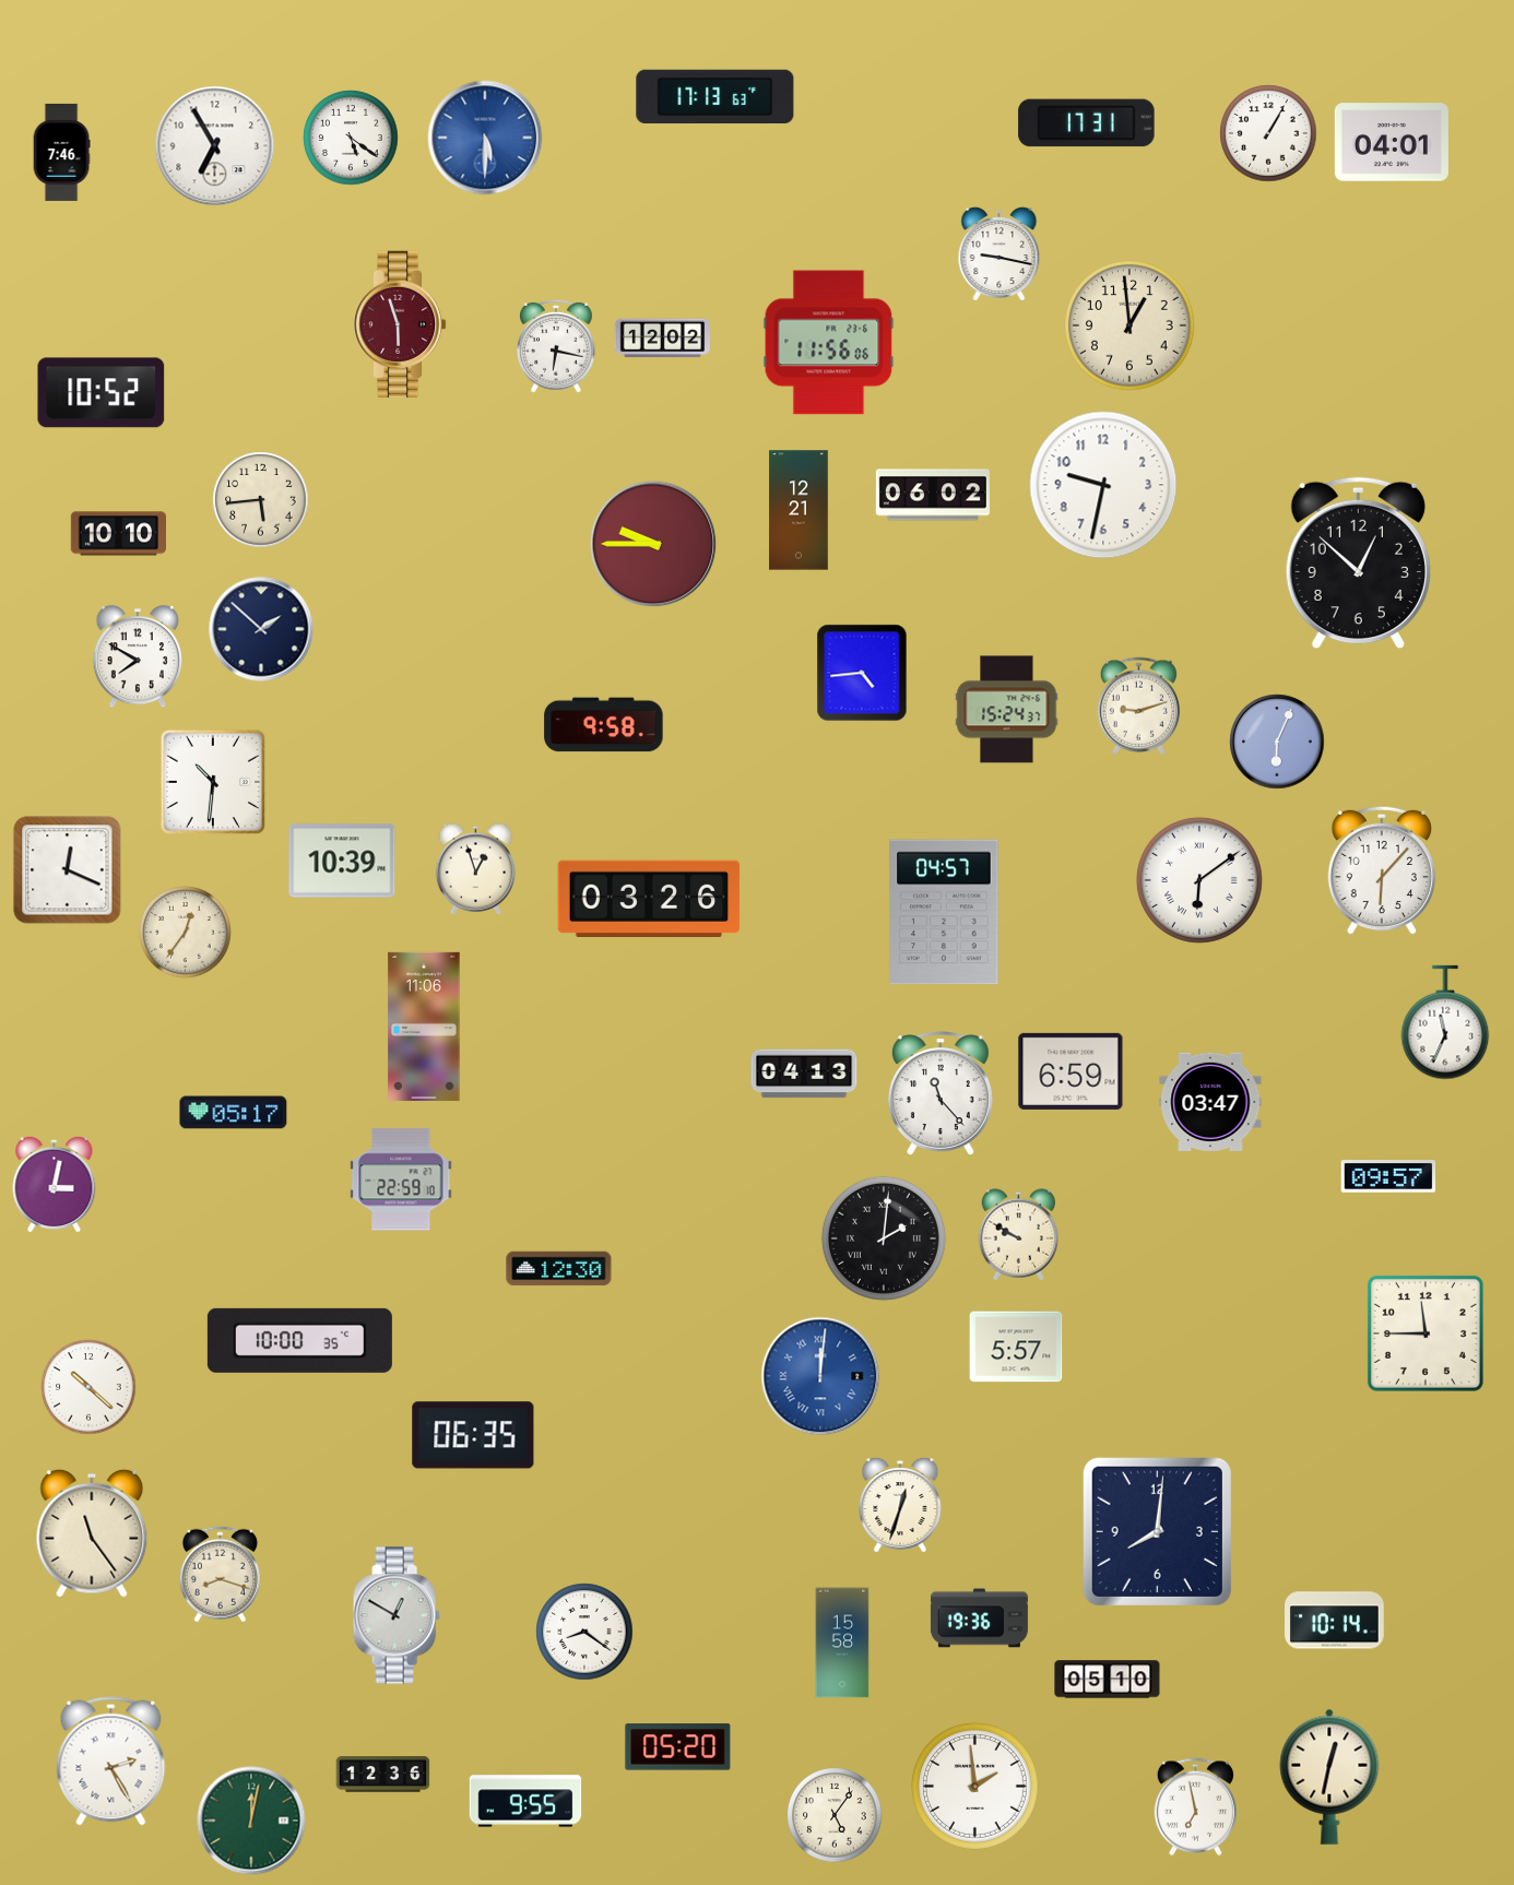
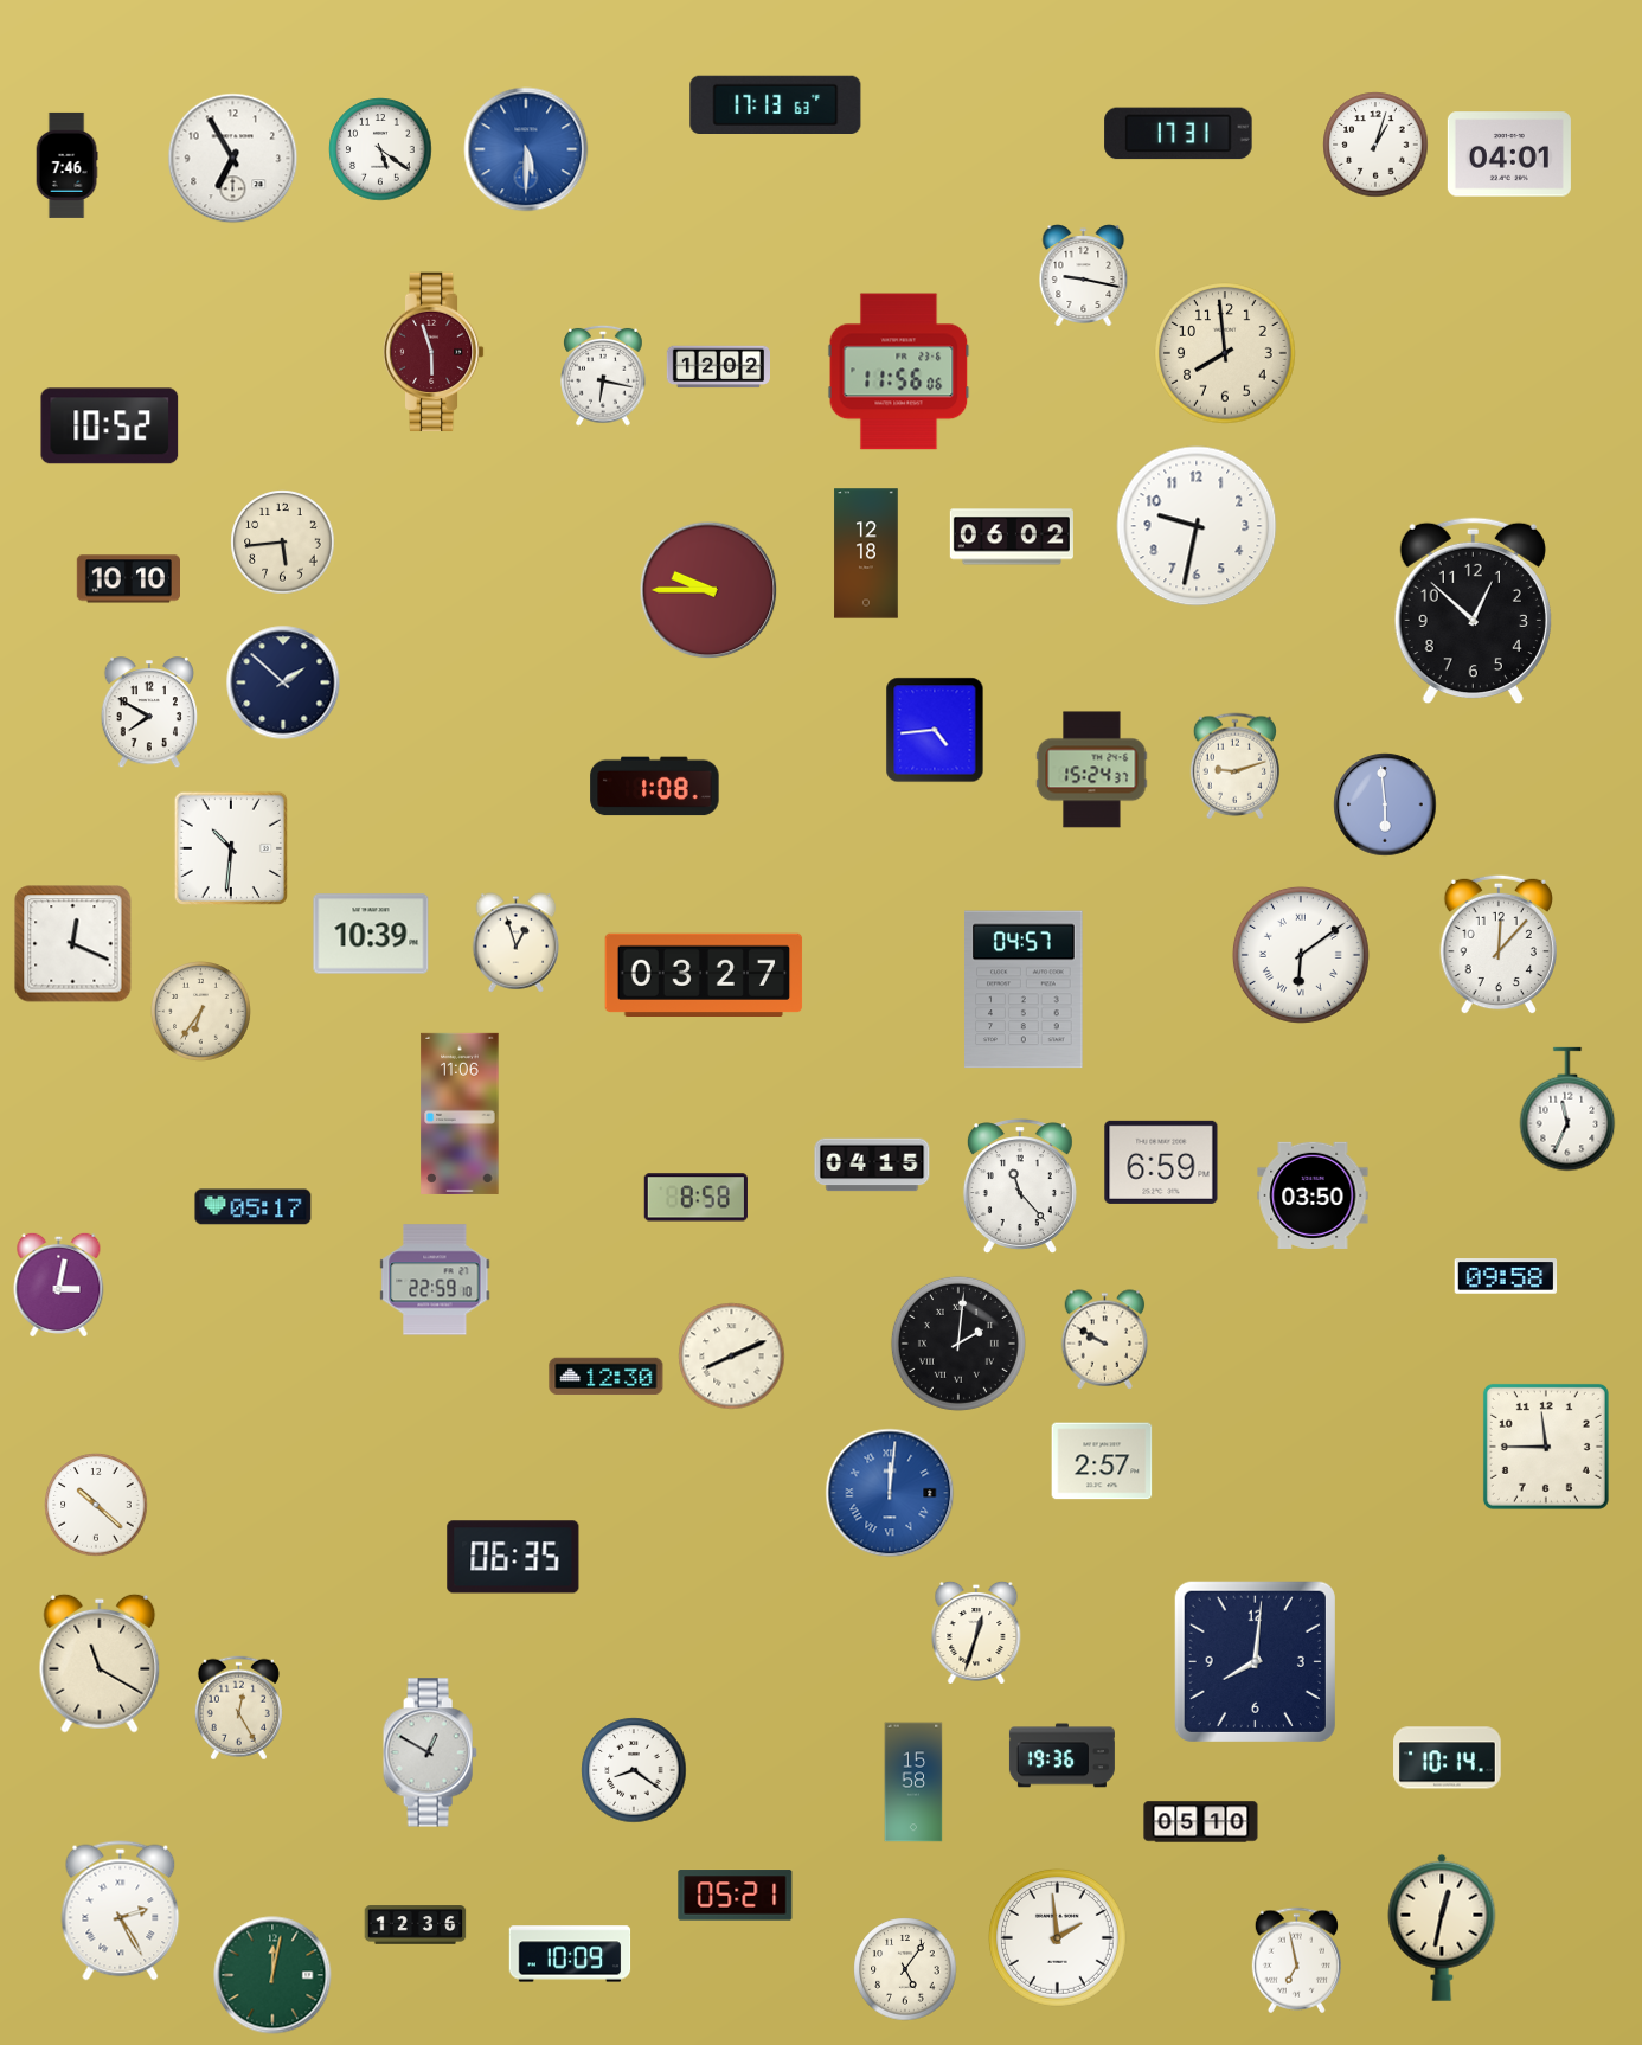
clock at (1268, 133): 1:05 -> 1:03
clock at (1129, 325): 12:59 -> 7:59
clock at (799, 510): 12:21 -> 12:18
clock at (604, 725): 9:58 -> 1:08
clock at (1277, 742): 6:04 -> 5:59
clock at (1381, 870): 6:07 -> 12:07
clock at (649, 899): 03:26 -> 03:27
clock at (186, 933): 12:36 -> 6:36
clock at (804, 1074): 04:13 -> 04:15
clock at (1210, 1102): 03:47 -> 03:50
clock at (695, 1198): none -> 8:58
clock at (1388, 1177): 09:57 -> 09:58
clock at (732, 1357): none -> 8:11
clock at (299, 1340): 10:00 -> none
clock at (1016, 1347): 5:57 -> 2:57
clock at (92, 1533): 11:24 -> 11:20
clock at (220, 1575): 8:18 -> 12:25
clock at (678, 1747): 05:20 -> 05:21
clock at (525, 1801): 9:55 -> 10:09
